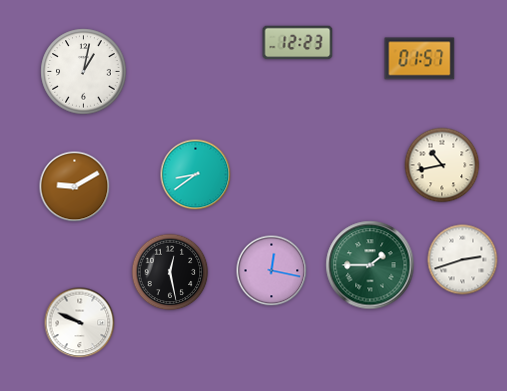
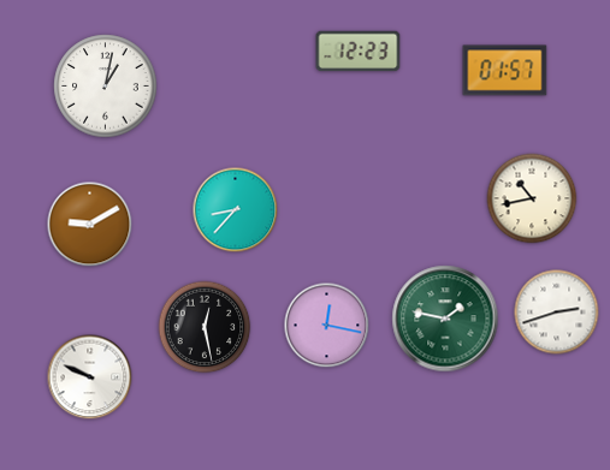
clock at (84, 72) position: (84, 72) -> (106, 87)
clock at (196, 175): 8:39 -> 8:37
clock at (370, 265): 1:45 -> 1:47
clock at (80, 323) position: (80, 323) -> (90, 377)
